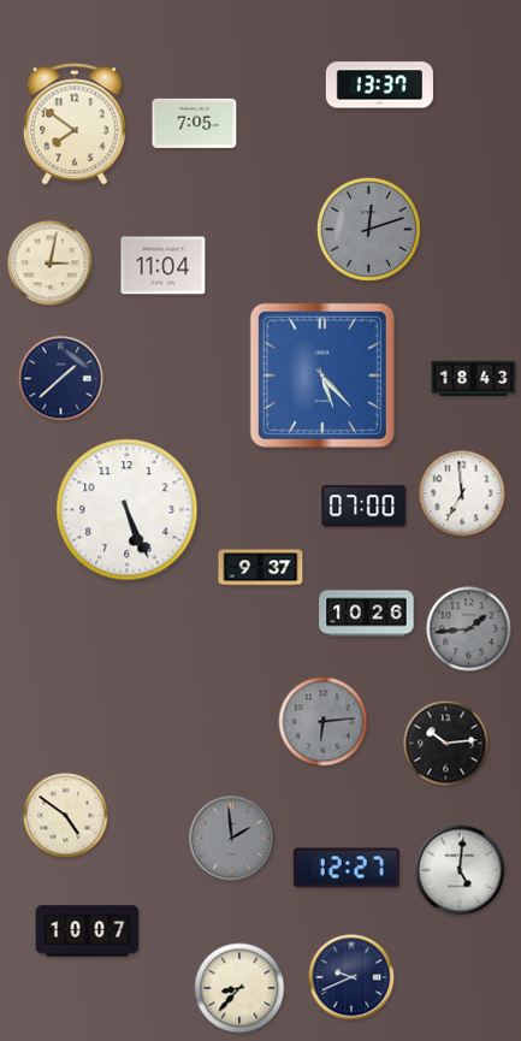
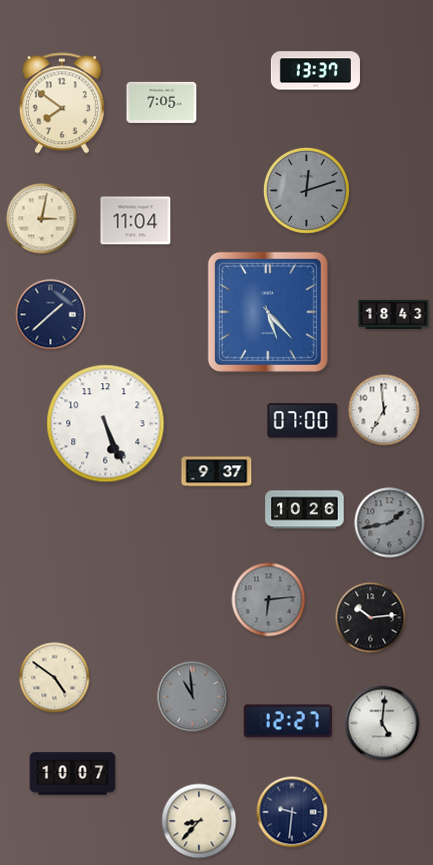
clock at (469, 629): 1:44 -> 1:43
clock at (232, 839): 1:59 -> 10:59
clock at (351, 977): 9:41 -> 9:31
